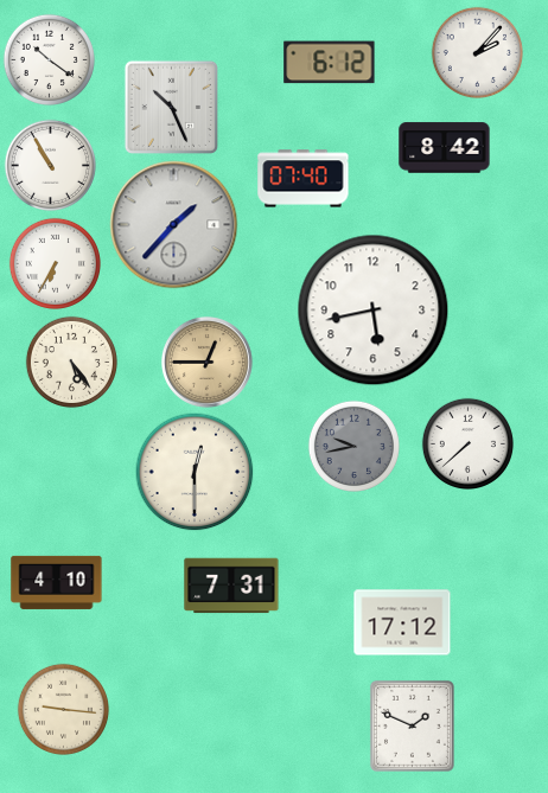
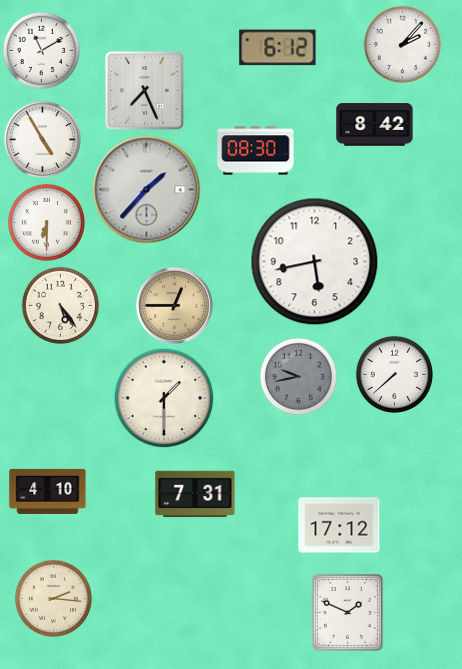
clock at (49, 59): 10:21 -> 11:10
clock at (330, 63) position: (330, 63) -> (278, 48)
clock at (171, 107): 10:26 -> 7:26
clock at (50, 165): 10:55 -> 4:55
clock at (304, 179): 07:40 -> 08:30
clock at (55, 263): 6:35 -> 6:30
clock at (195, 472): 12:30 -> 1:30
clock at (63, 709): 9:16 -> 2:16
